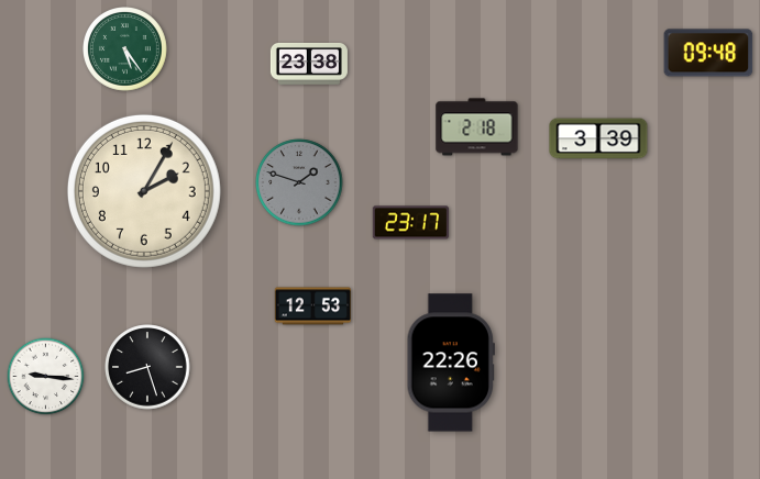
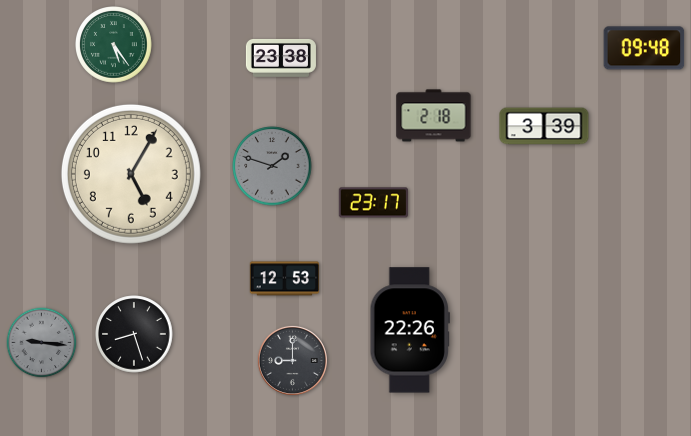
clock at (144, 191): 2:05 -> 5:05
clock at (46, 377) dial: white -> grey
clock at (292, 360): none -> 9:00
